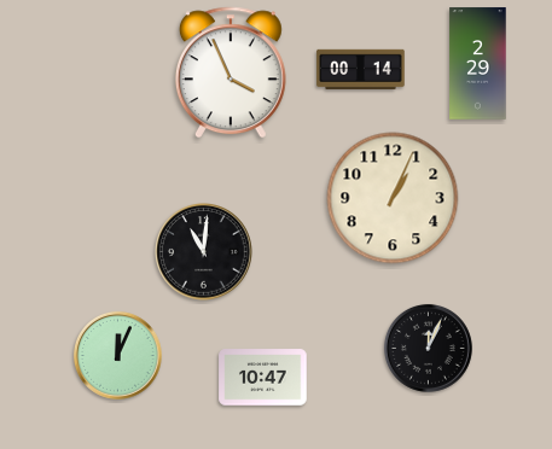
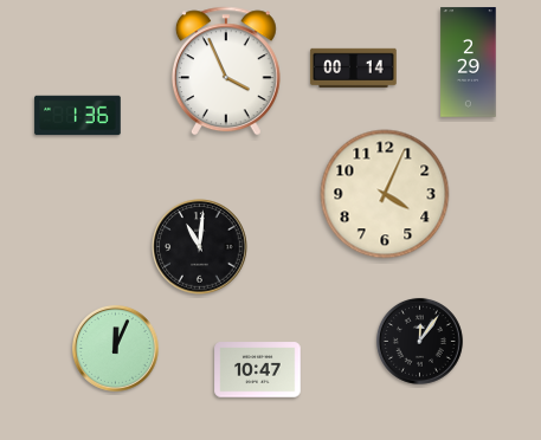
clock at (78, 116): none -> 1:36
clock at (393, 198): 1:04 -> 4:04
clock at (429, 349): 12:04 -> 12:06
